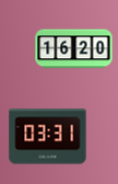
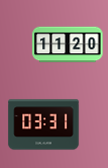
clock at (74, 49): 16:20 -> 11:20
